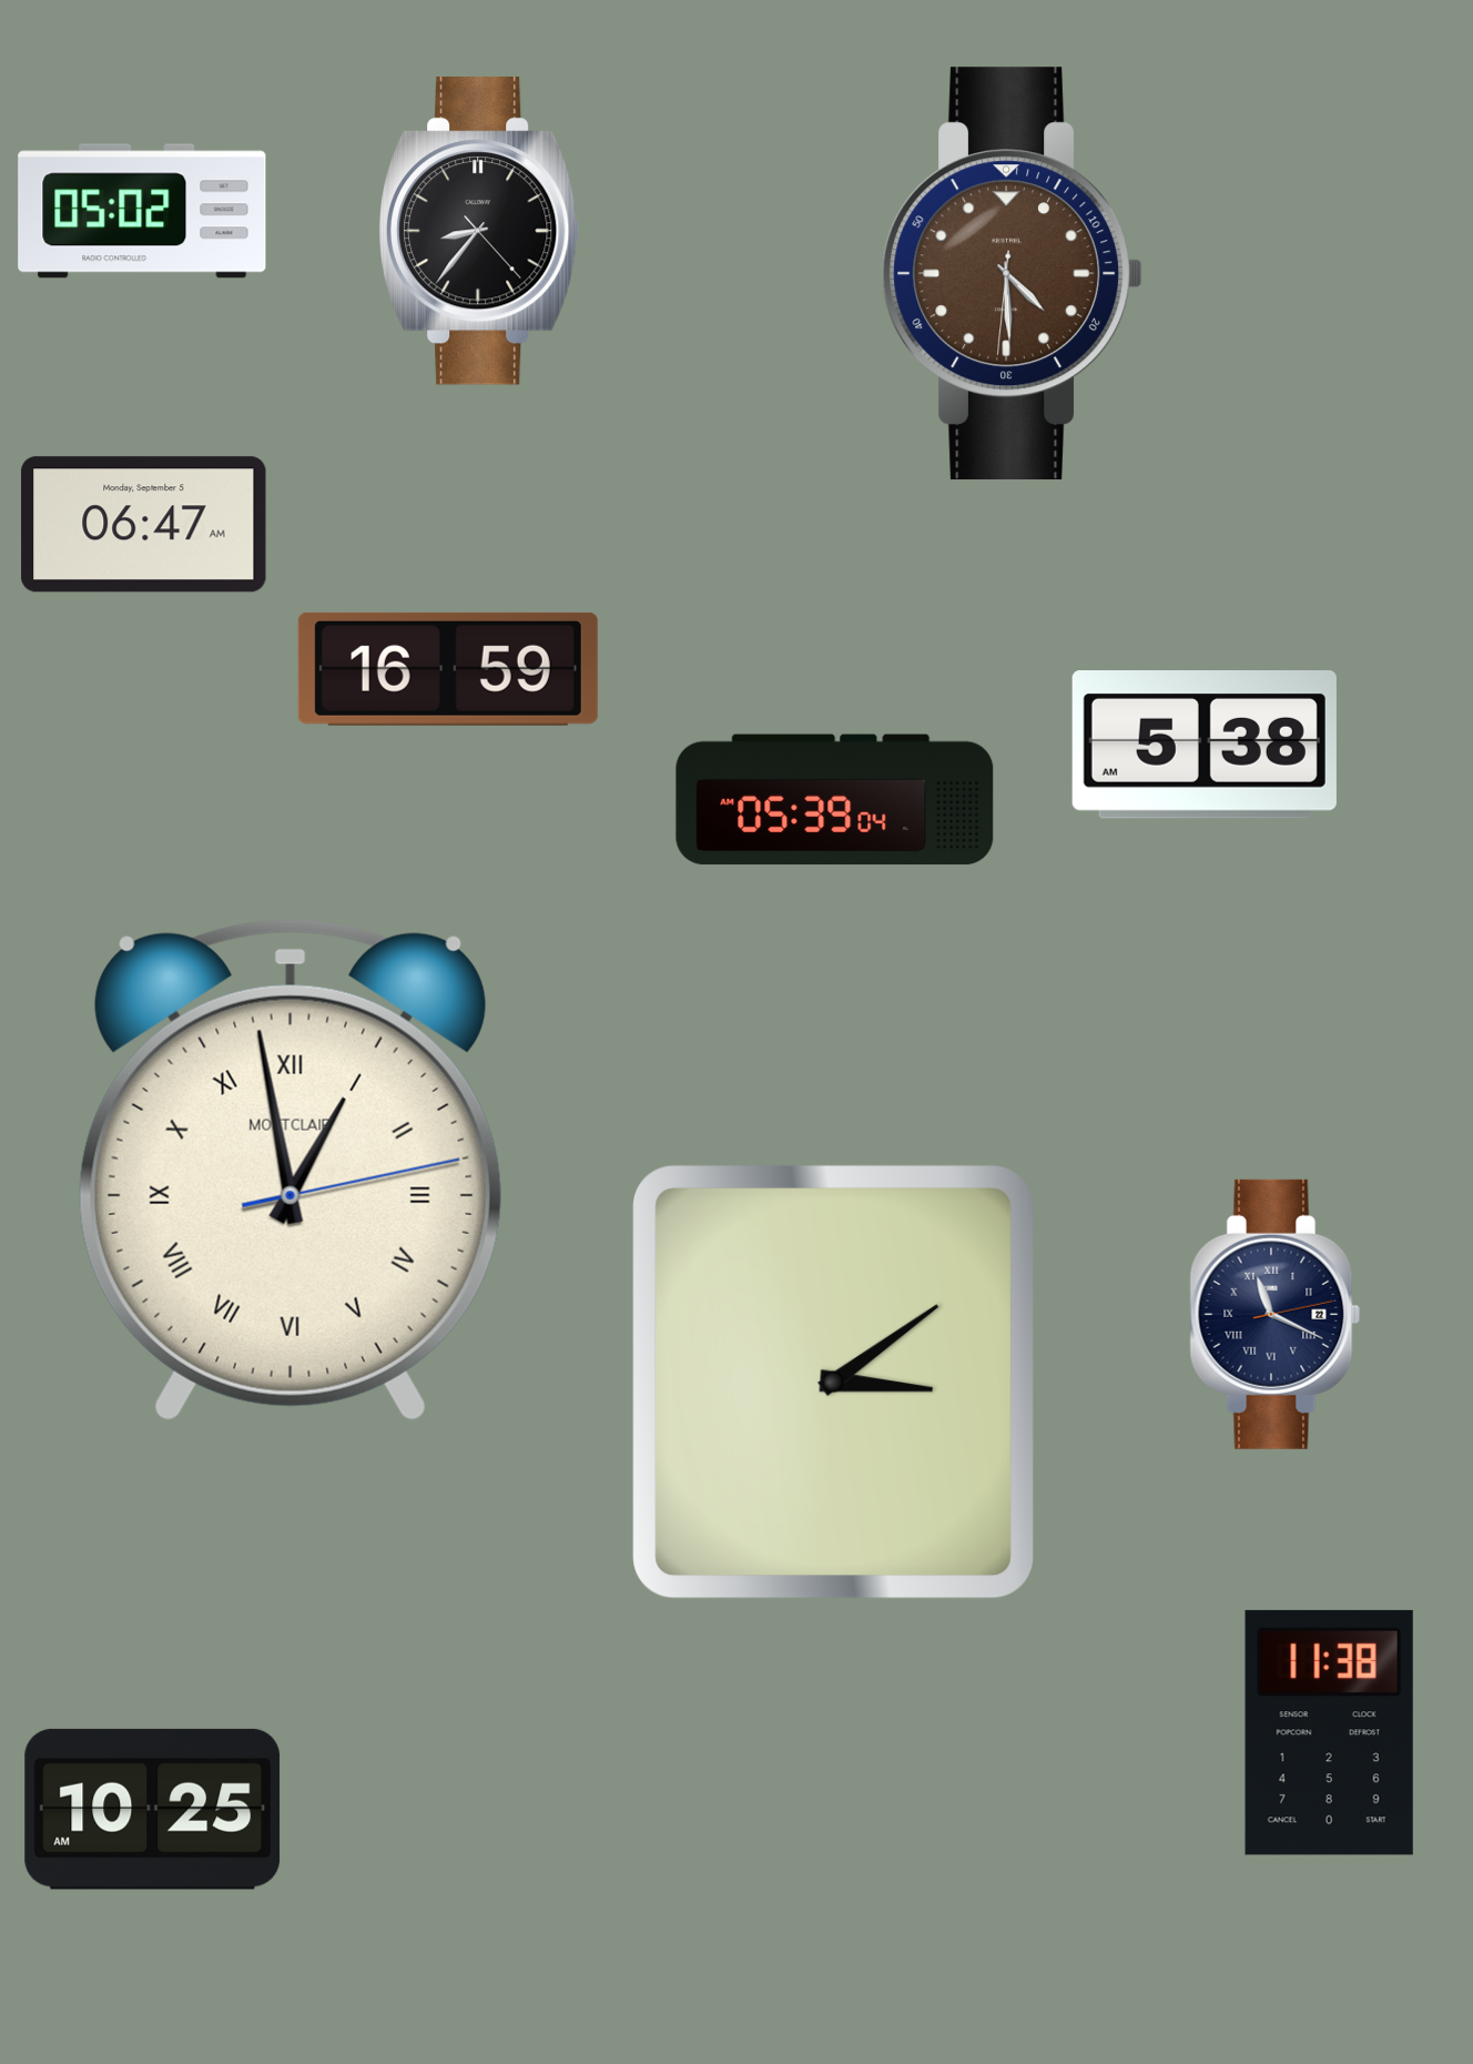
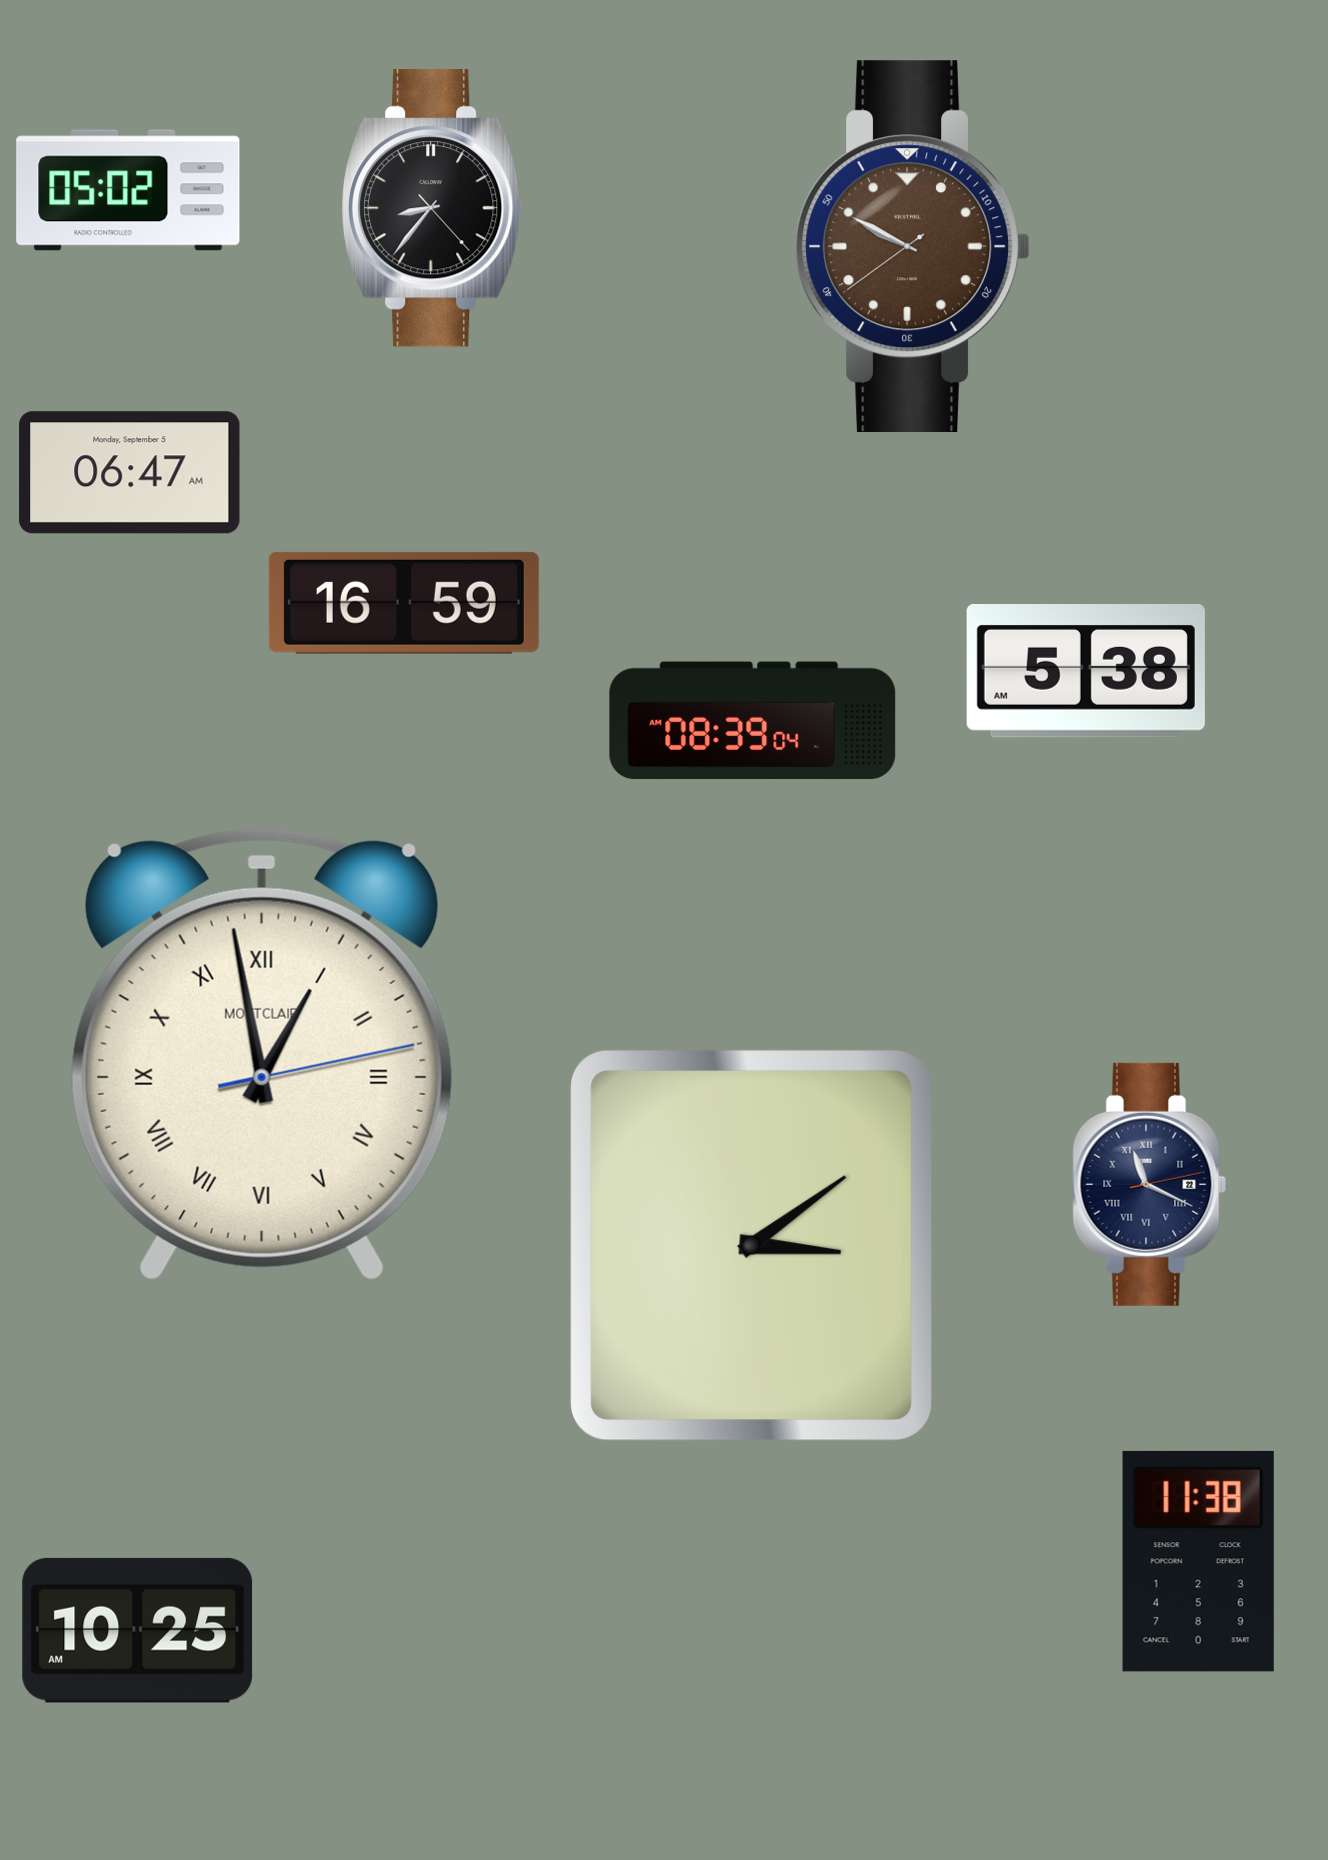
clock at (1013, 274): 4:29 -> 9:49
clock at (835, 800): 05:39 -> 08:39
